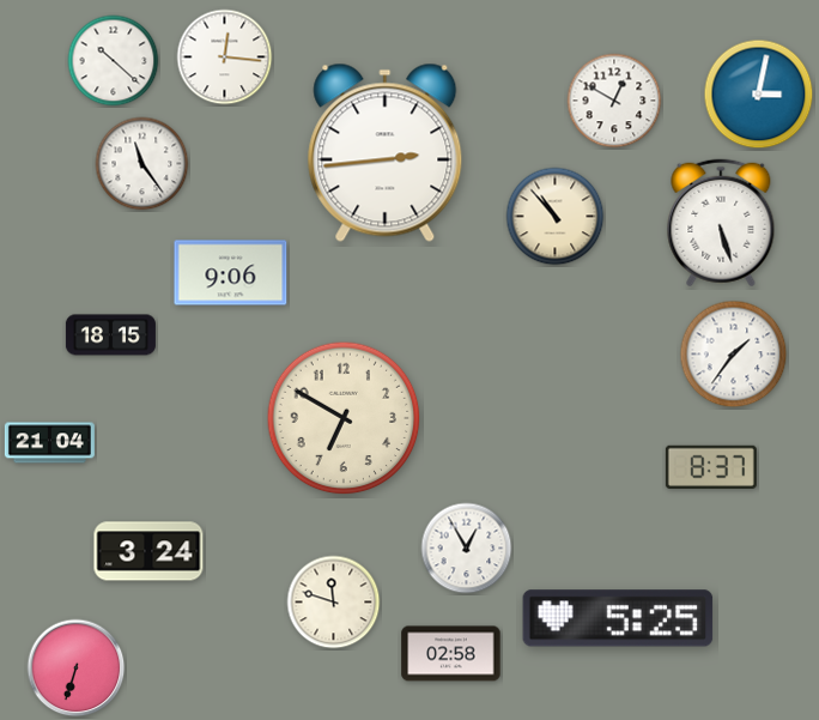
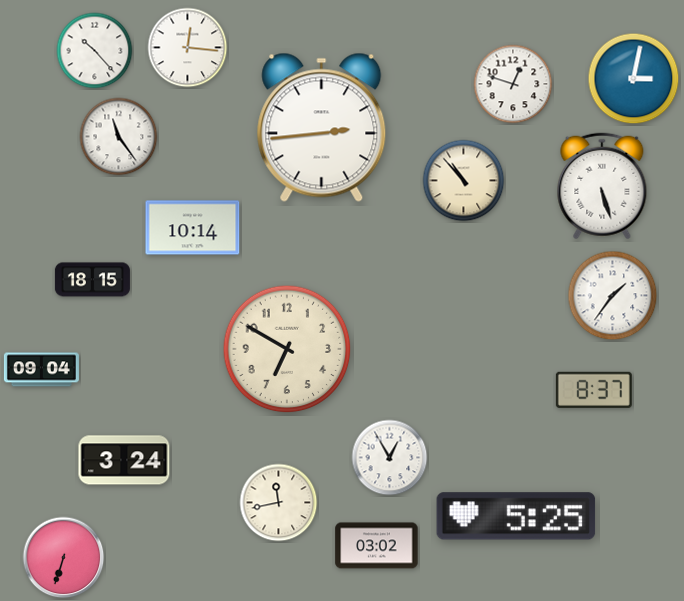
clock at (114, 61): 10:22 -> 10:23
clock at (614, 101): 12:50 -> 12:48
clock at (231, 273): 9:06 -> 10:14
clock at (49, 443): 21:04 -> 09:04
clock at (334, 603): 11:48 -> 11:43
clock at (451, 654): 02:58 -> 03:02
